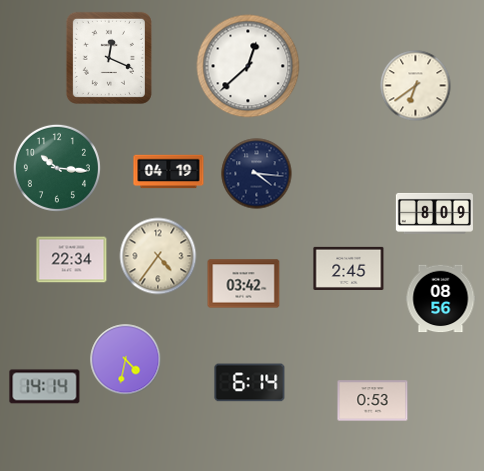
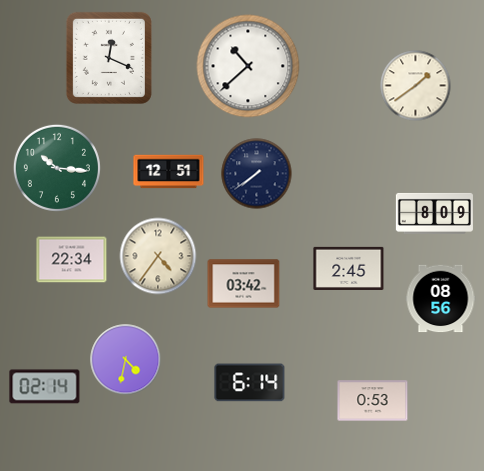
clock at (248, 66): 12:38 -> 10:38
clock at (416, 86): 6:39 -> 1:39
clock at (169, 172): 04:19 -> 12:51
clock at (257, 174): 4:16 -> 7:39
clock at (45, 387): 14:14 -> 02:14
